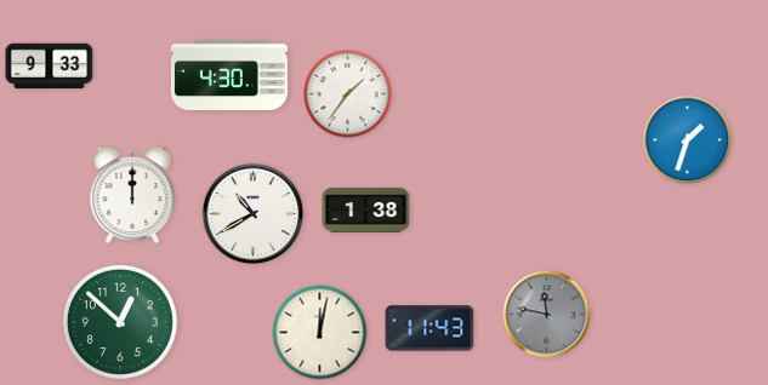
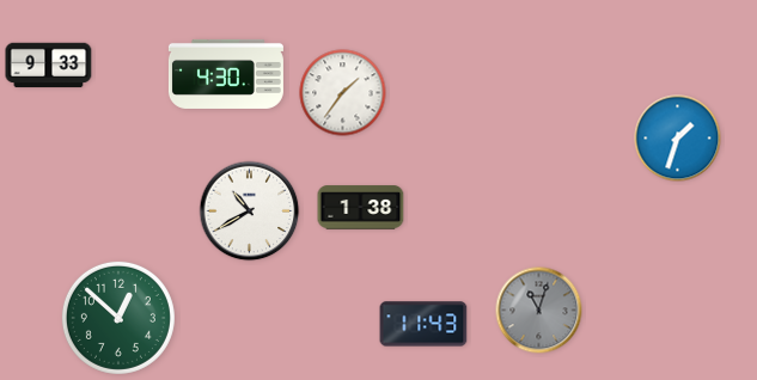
clock at (132, 195): 12:00 -> none
clock at (547, 315): 11:47 -> 11:03
clock at (320, 333): 12:02 -> none
